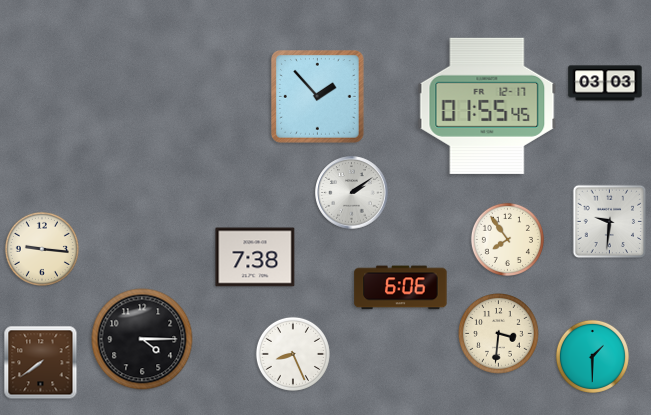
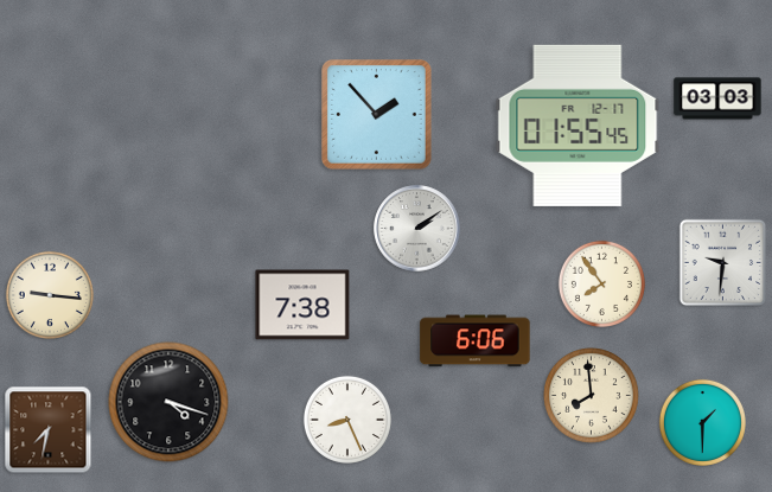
clock at (499, 334): 3:31 -> 7:59
clock at (142, 339): 4:15 -> 4:18
clock at (41, 363): 7:39 -> 7:32
